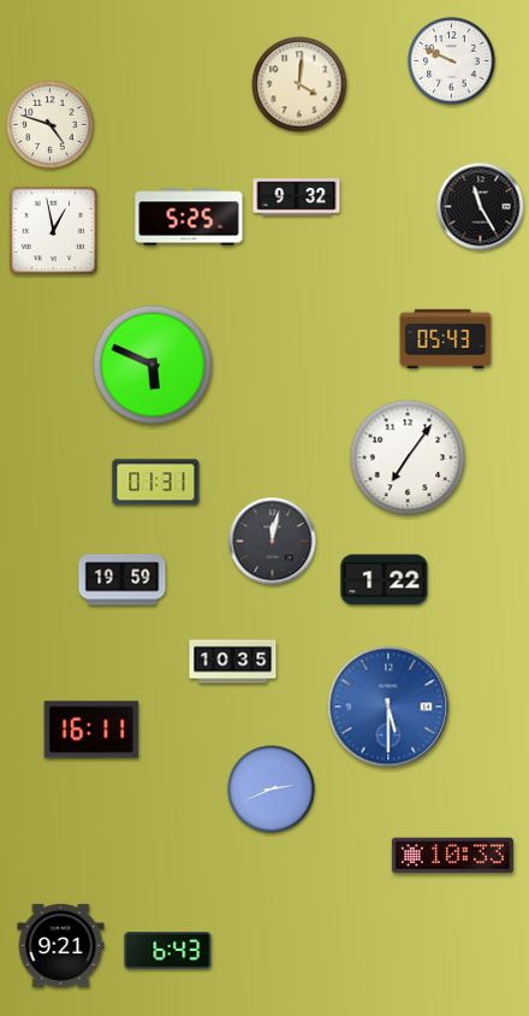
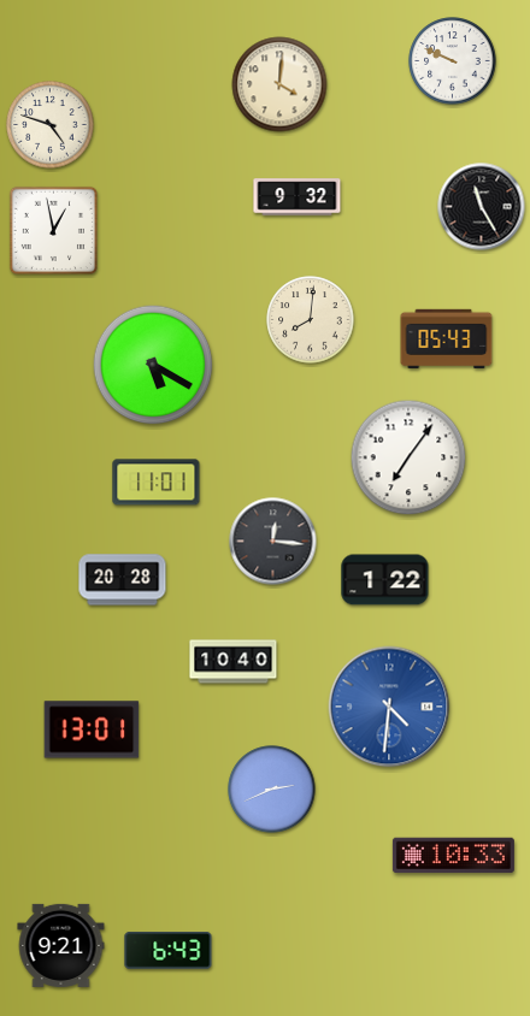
clock at (299, 84) position: (299, 84) -> (279, 84)
clock at (189, 217): 5:25 -> none
clock at (311, 320): none -> 8:01
clock at (153, 365): 5:49 -> 5:20
clock at (156, 483): 01:31 -> 11:01
clock at (273, 542): 12:02 -> 12:16
clock at (123, 580): 19:59 -> 20:28
clock at (233, 662): 10:35 -> 10:40
clock at (388, 707): 5:30 -> 4:31
clock at (91, 729): 16:11 -> 13:01
